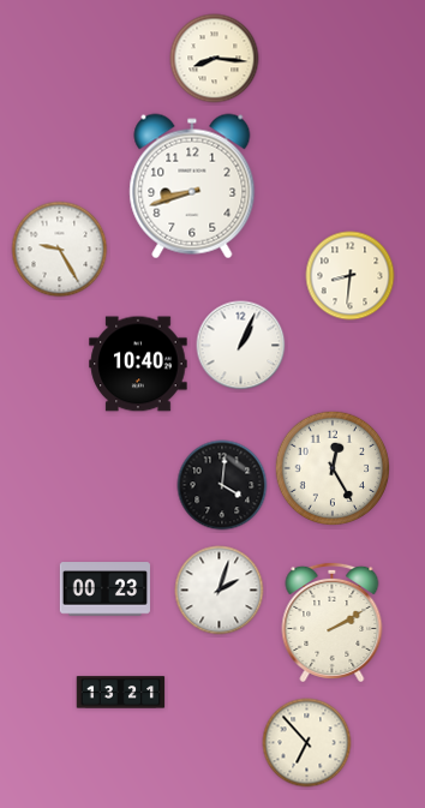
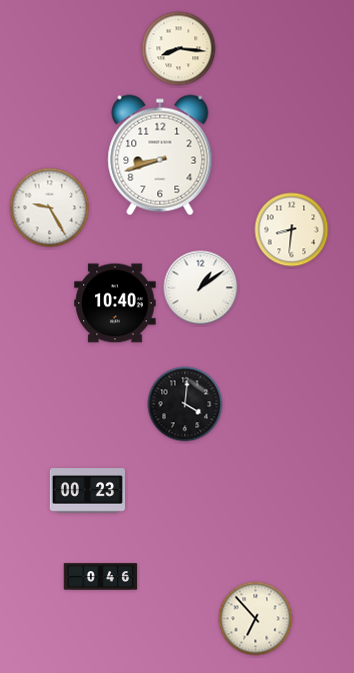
clock at (241, 346): 1:04 -> 1:09
clock at (333, 468): 12:25 -> none
clock at (220, 591): 2:03 -> none
clock at (333, 622): 2:10 -> none
clock at (121, 693): 13:21 -> 0:46
